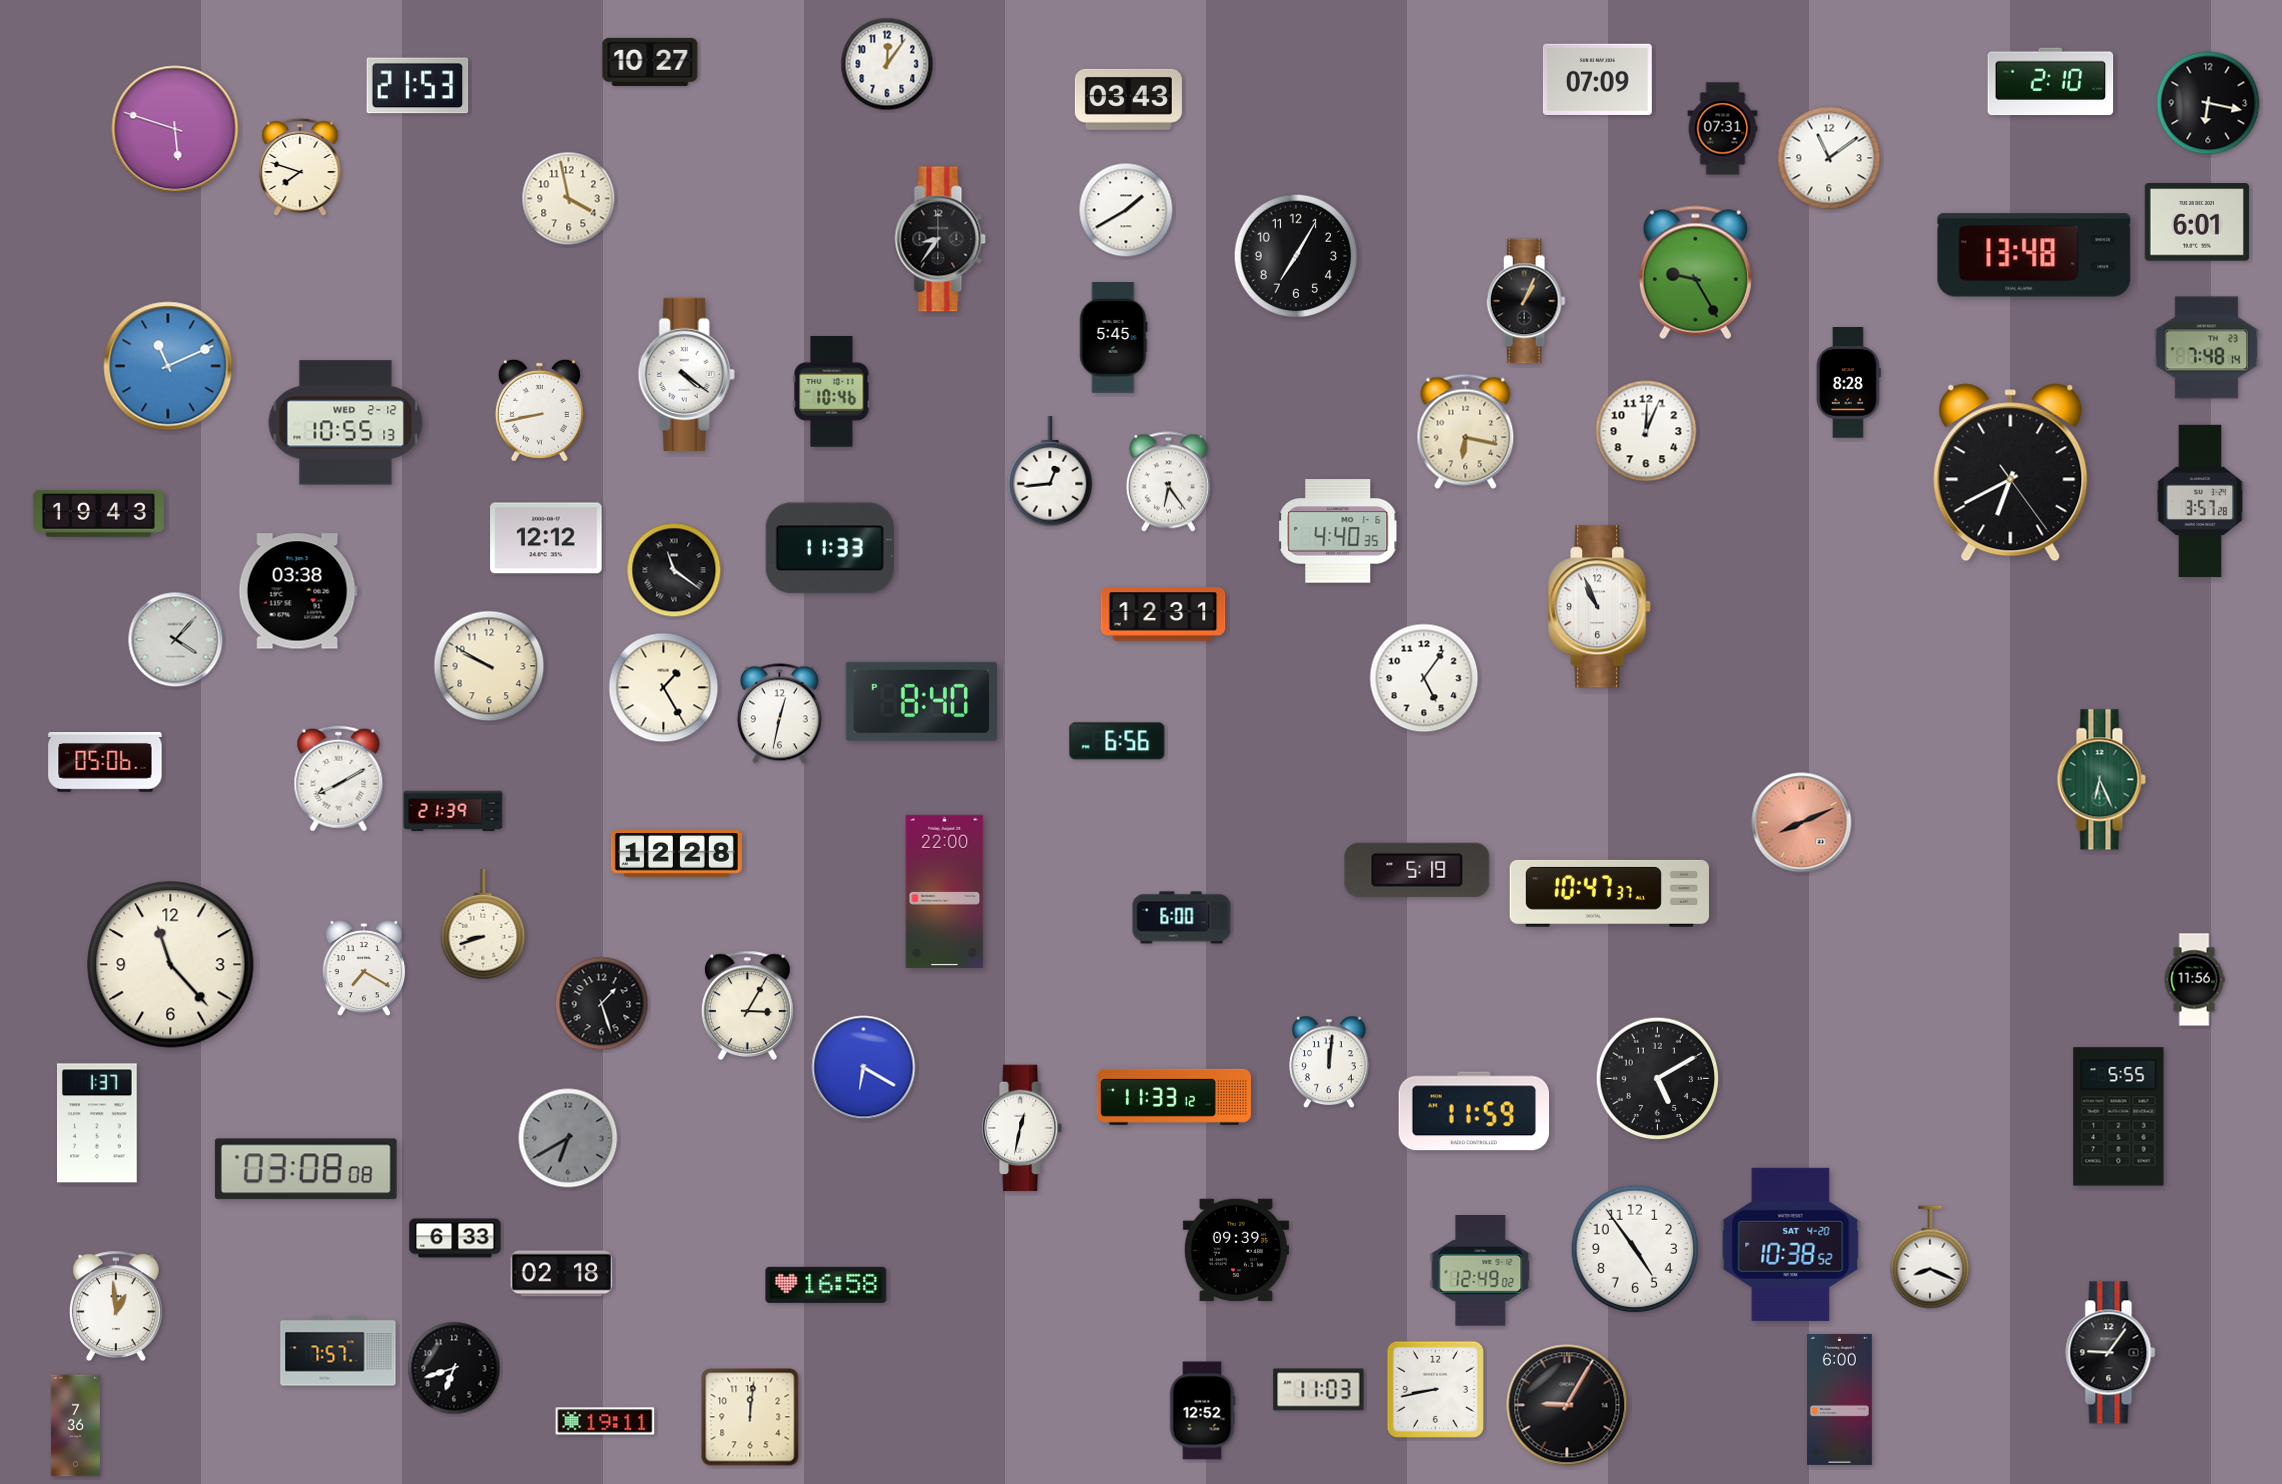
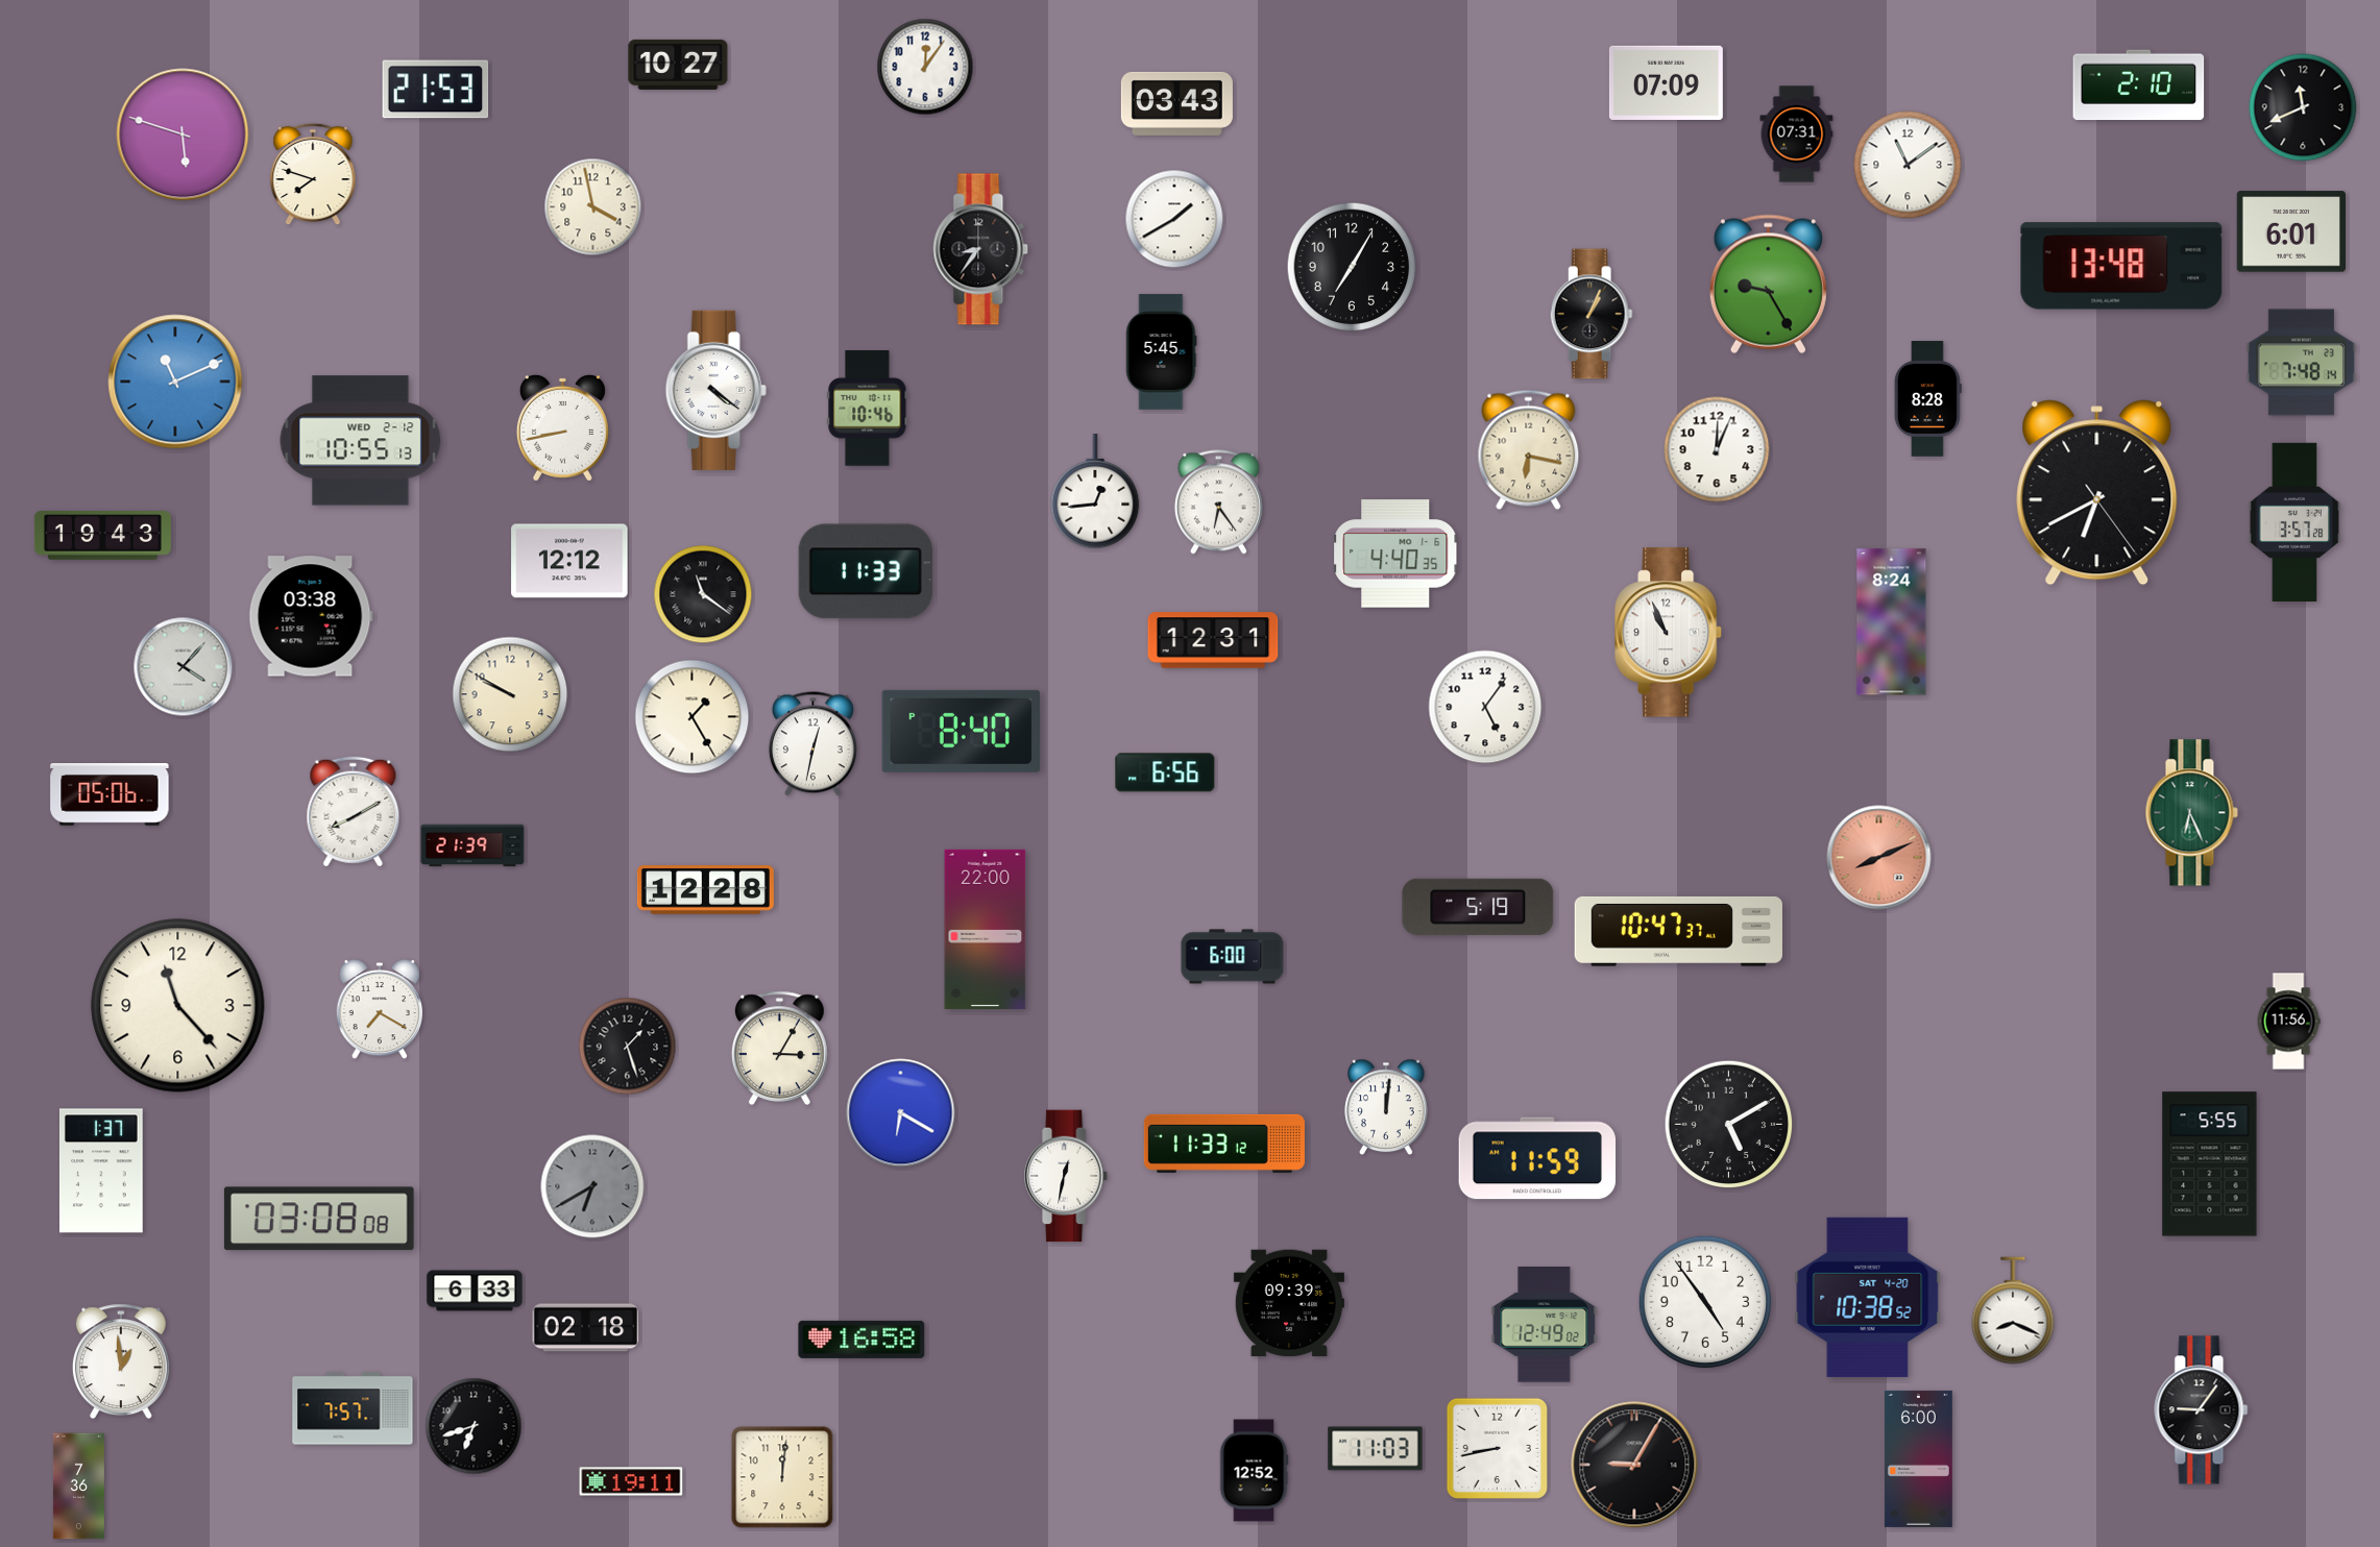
clock at (2208, 103): 6:17 -> 11:41
clock at (1892, 622): none -> 8:24
clock at (483, 925): 8:42 -> none
